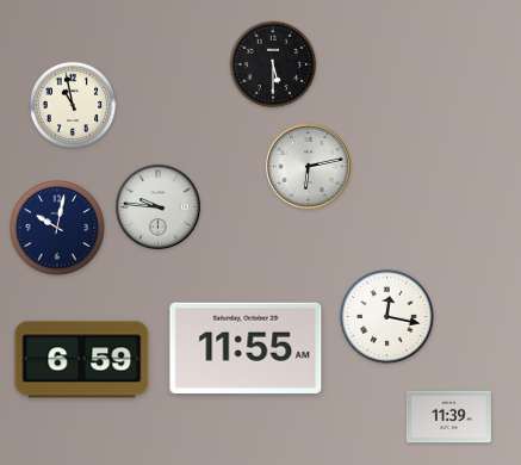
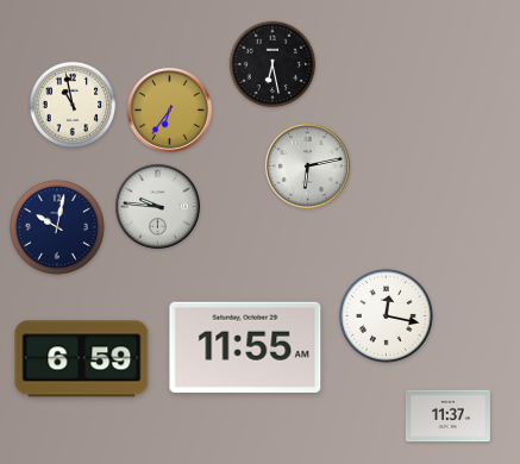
clock at (273, 64): 5:30 -> 6:28
clock at (169, 109): none -> 6:36
clock at (448, 417): 11:39 -> 11:37
